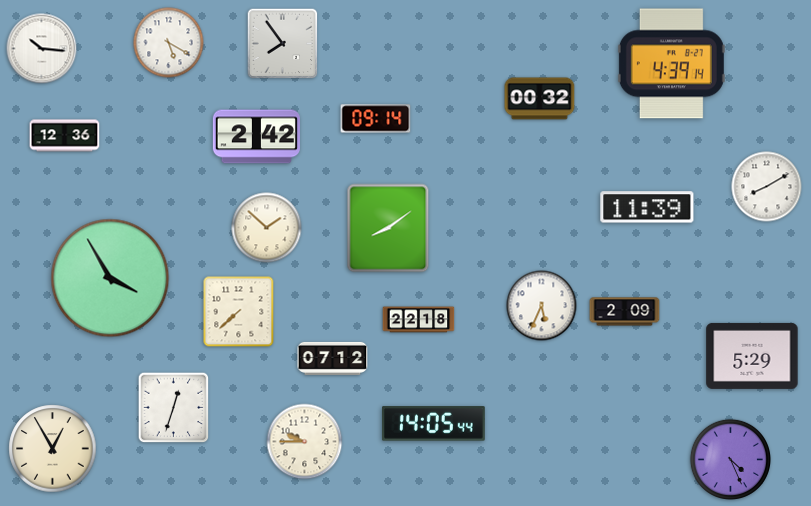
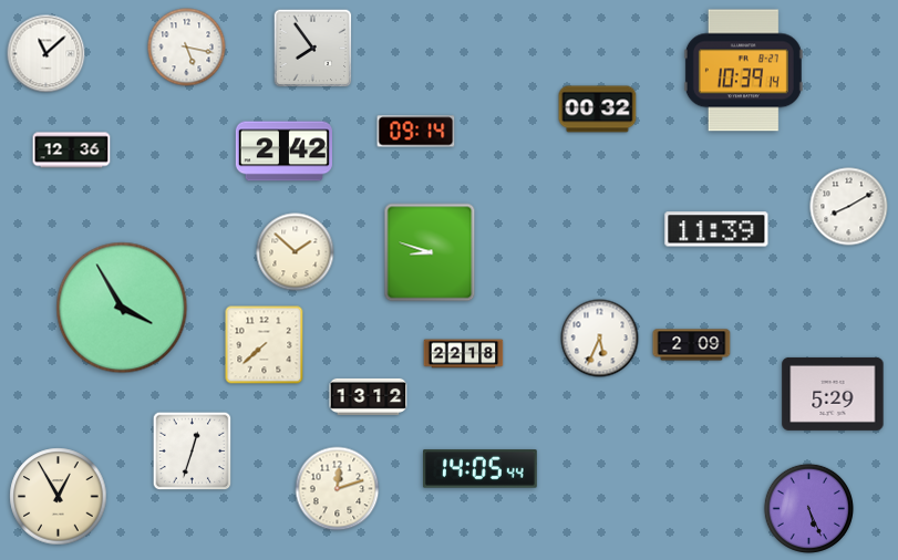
clock at (169, 43): 5:20 -> 5:17
clock at (42, 49): 10:16 -> 11:08
clock at (671, 64): 4:39 -> 10:39
clock at (388, 228): 8:09 -> 8:48
clock at (333, 358): 07:12 -> 13:12
clock at (305, 442): 9:45 -> 12:12
clock at (730, 459): 4:26 -> 5:26
